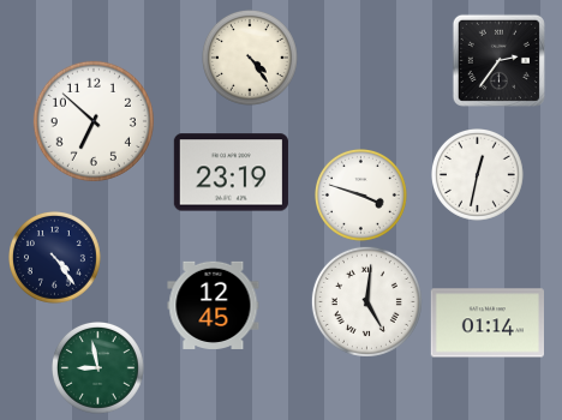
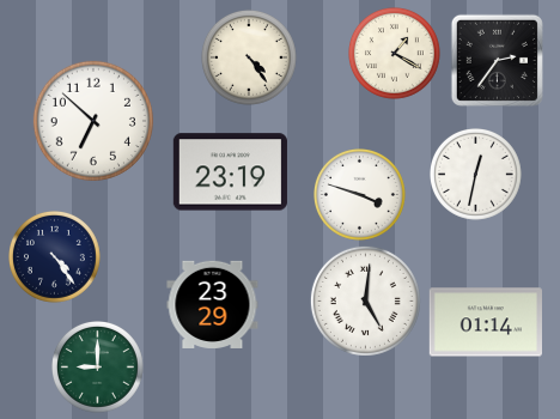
clock at (395, 54): none -> 1:20
clock at (214, 305): 12:45 -> 23:29
clock at (98, 368): 8:58 -> 9:00
